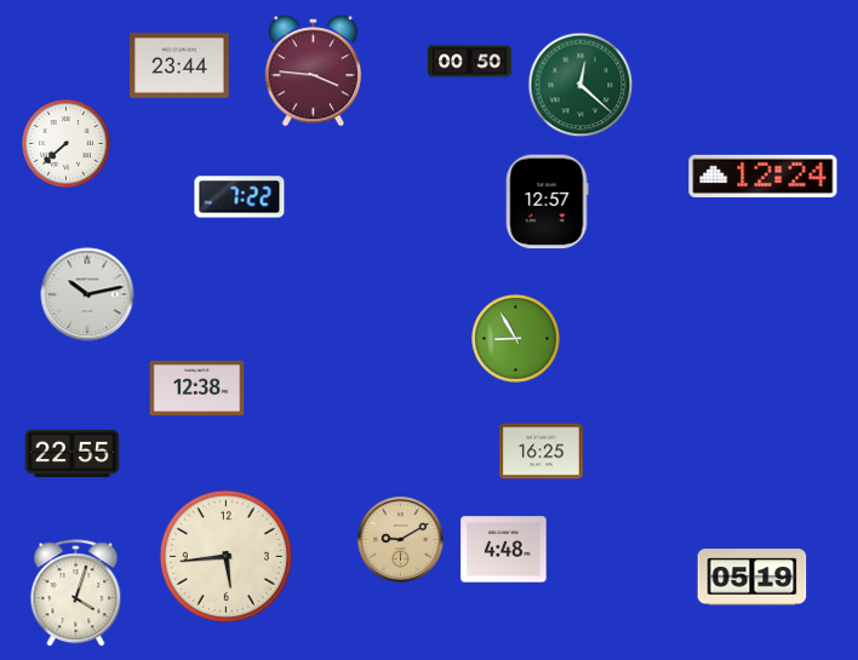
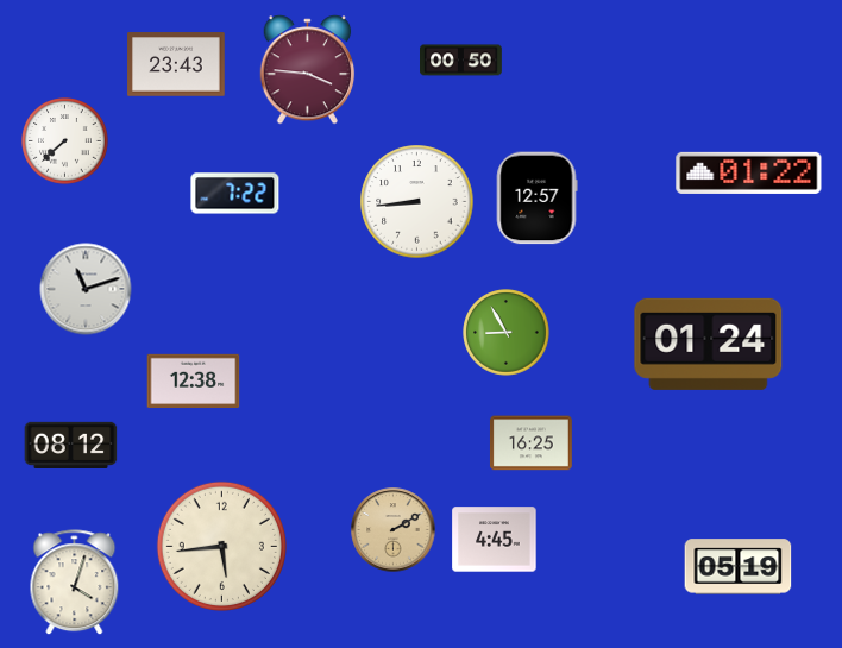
clock at (179, 65): 23:44 -> 23:43
clock at (580, 85): 12:22 -> none
clock at (763, 176): 12:24 -> 01:22
clock at (417, 202): none -> 8:44
clock at (87, 294): 10:13 -> 11:12
clock at (709, 344): none -> 01:24
clock at (73, 453): 22:55 -> 08:12
clock at (401, 540): 9:10 -> 2:10
clock at (504, 550): 4:48 -> 4:45
